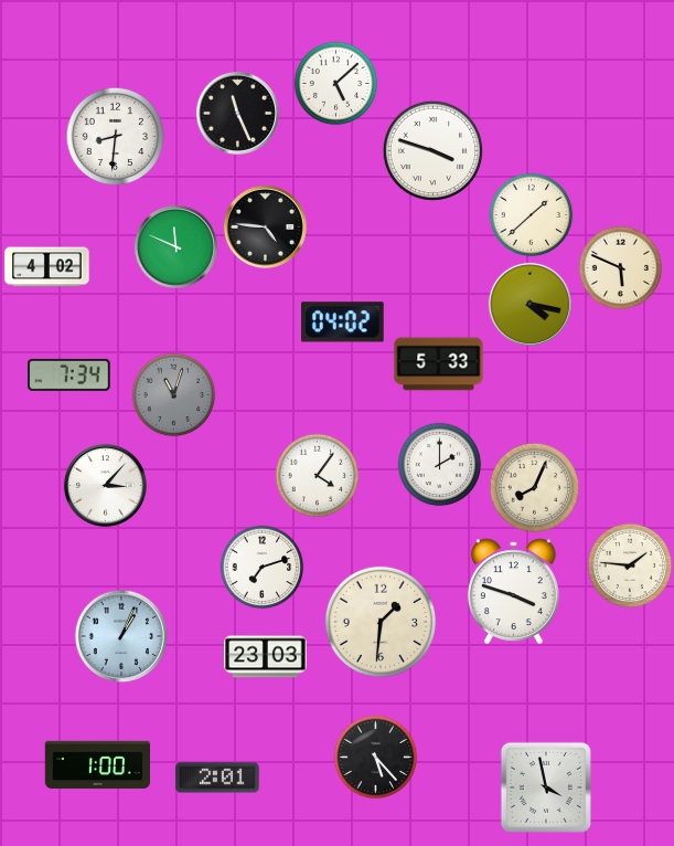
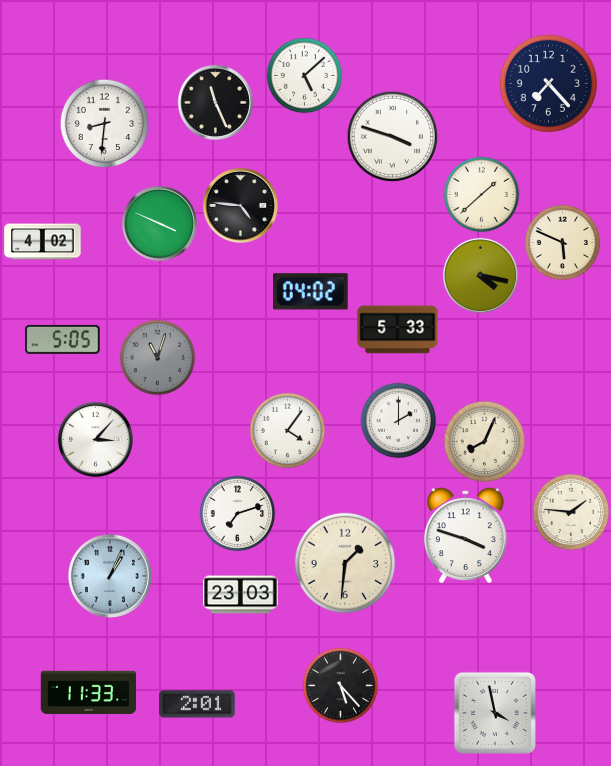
clock at (548, 83): none -> 7:23
clock at (175, 246): 11:49 -> 3:49
clock at (69, 374): 7:34 -> 5:05
clock at (98, 764): 1:00 -> 11:33
